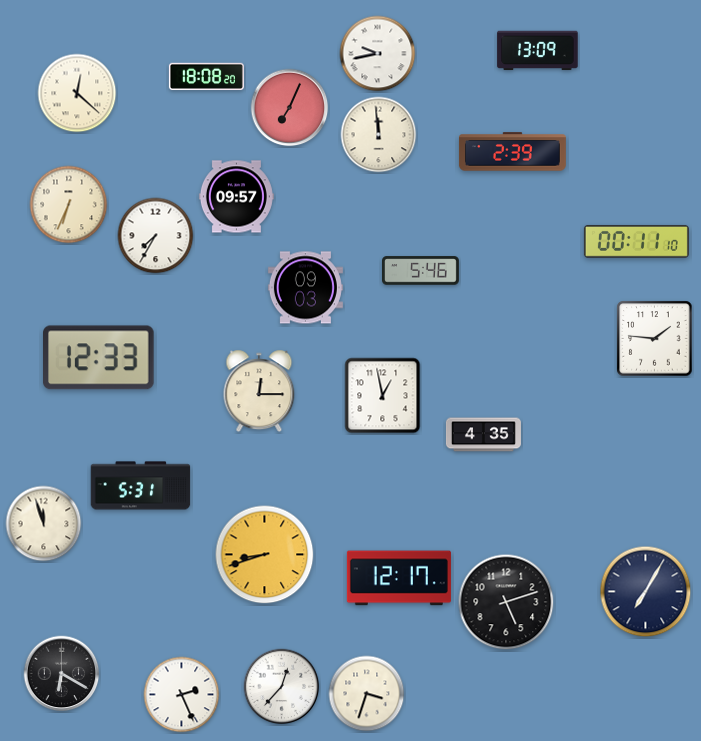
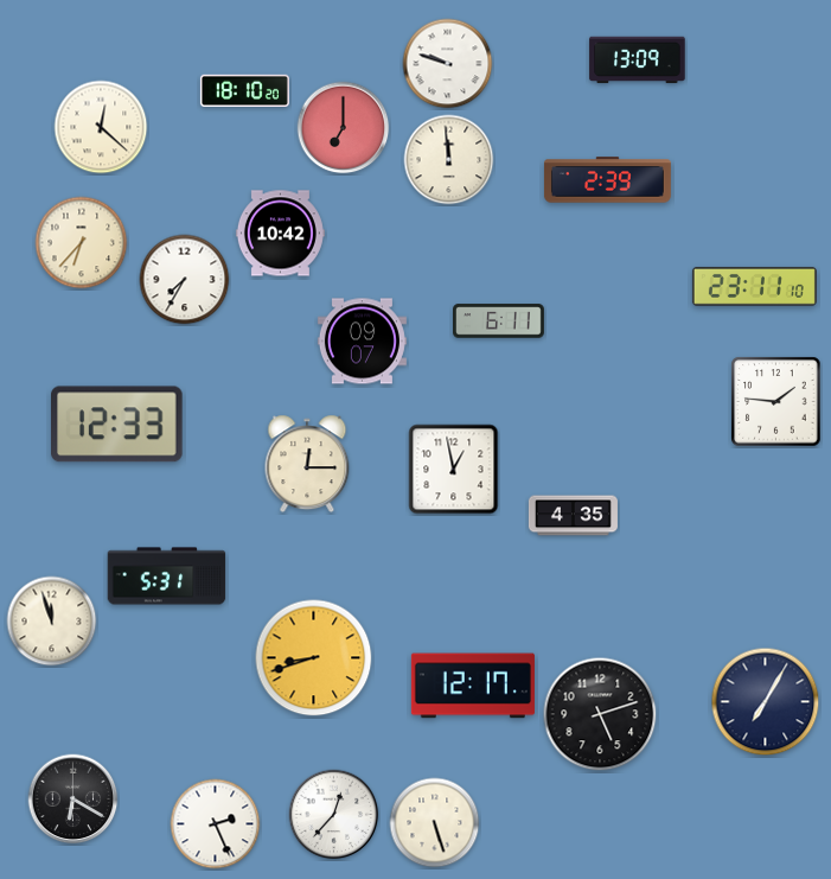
clock at (378, 54): 9:43 -> 9:48
clock at (206, 77): 18:08 -> 18:10
clock at (77, 93) position: (77, 93) -> (101, 127)
clock at (290, 108): 7:04 -> 7:00
clock at (236, 197): 09:57 -> 10:42
clock at (69, 205): 6:34 -> 6:37
clock at (636, 242): 00:11 -> 23:11
clock at (421, 271): 5:46 -> 6:11
clock at (305, 288): 09:03 -> 09:07
clock at (367, 694): 3:33 -> 5:27
